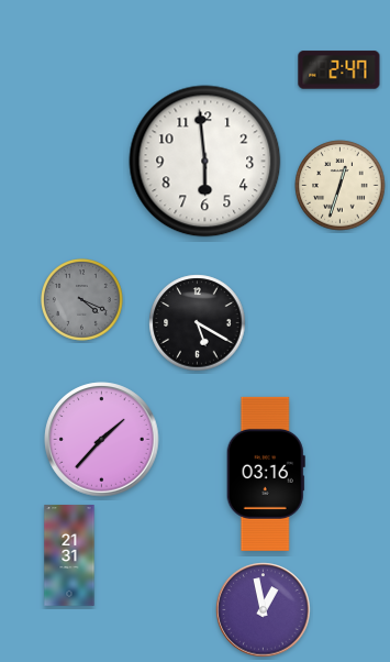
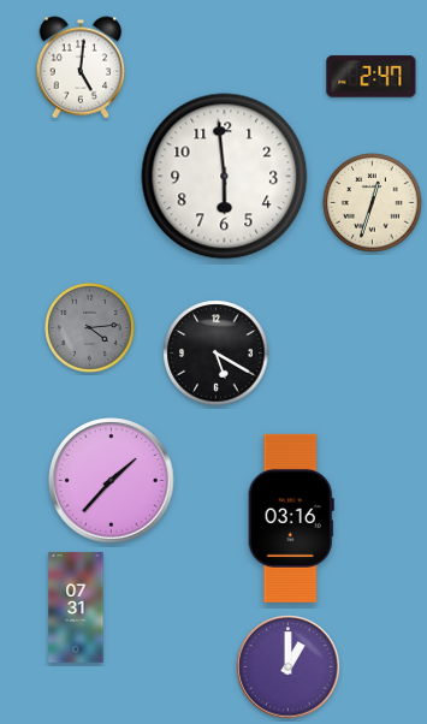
clock at (81, 67): none -> 5:01
clock at (82, 300): 4:19 -> 4:14
clock at (69, 555): 21:31 -> 07:31
clock at (264, 610): 12:58 -> 1:00
